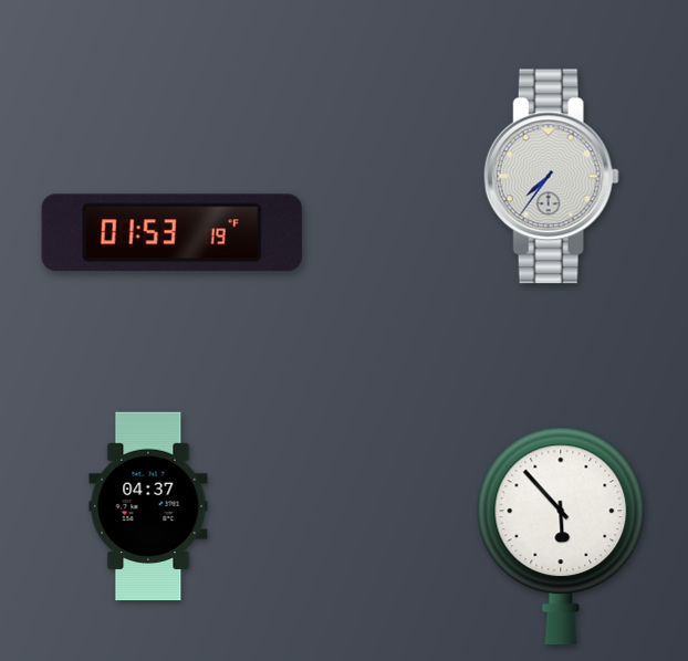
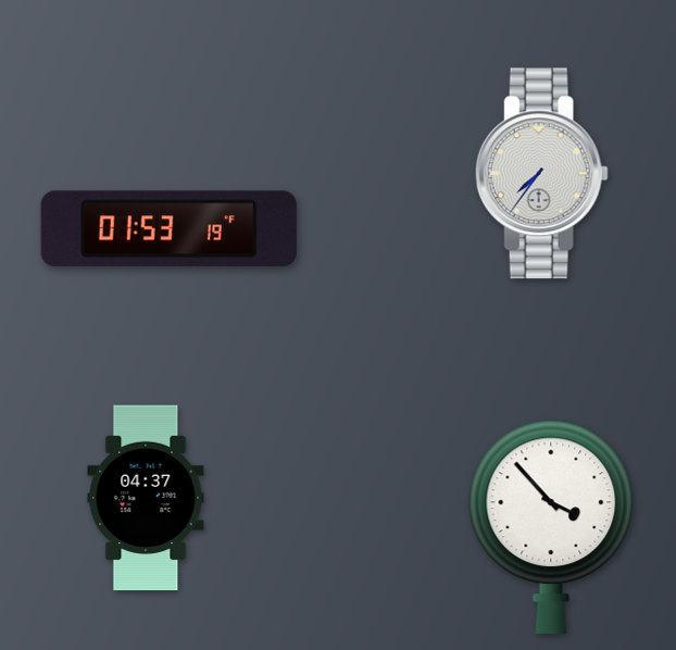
clock at (561, 536): 5:53 -> 3:53
